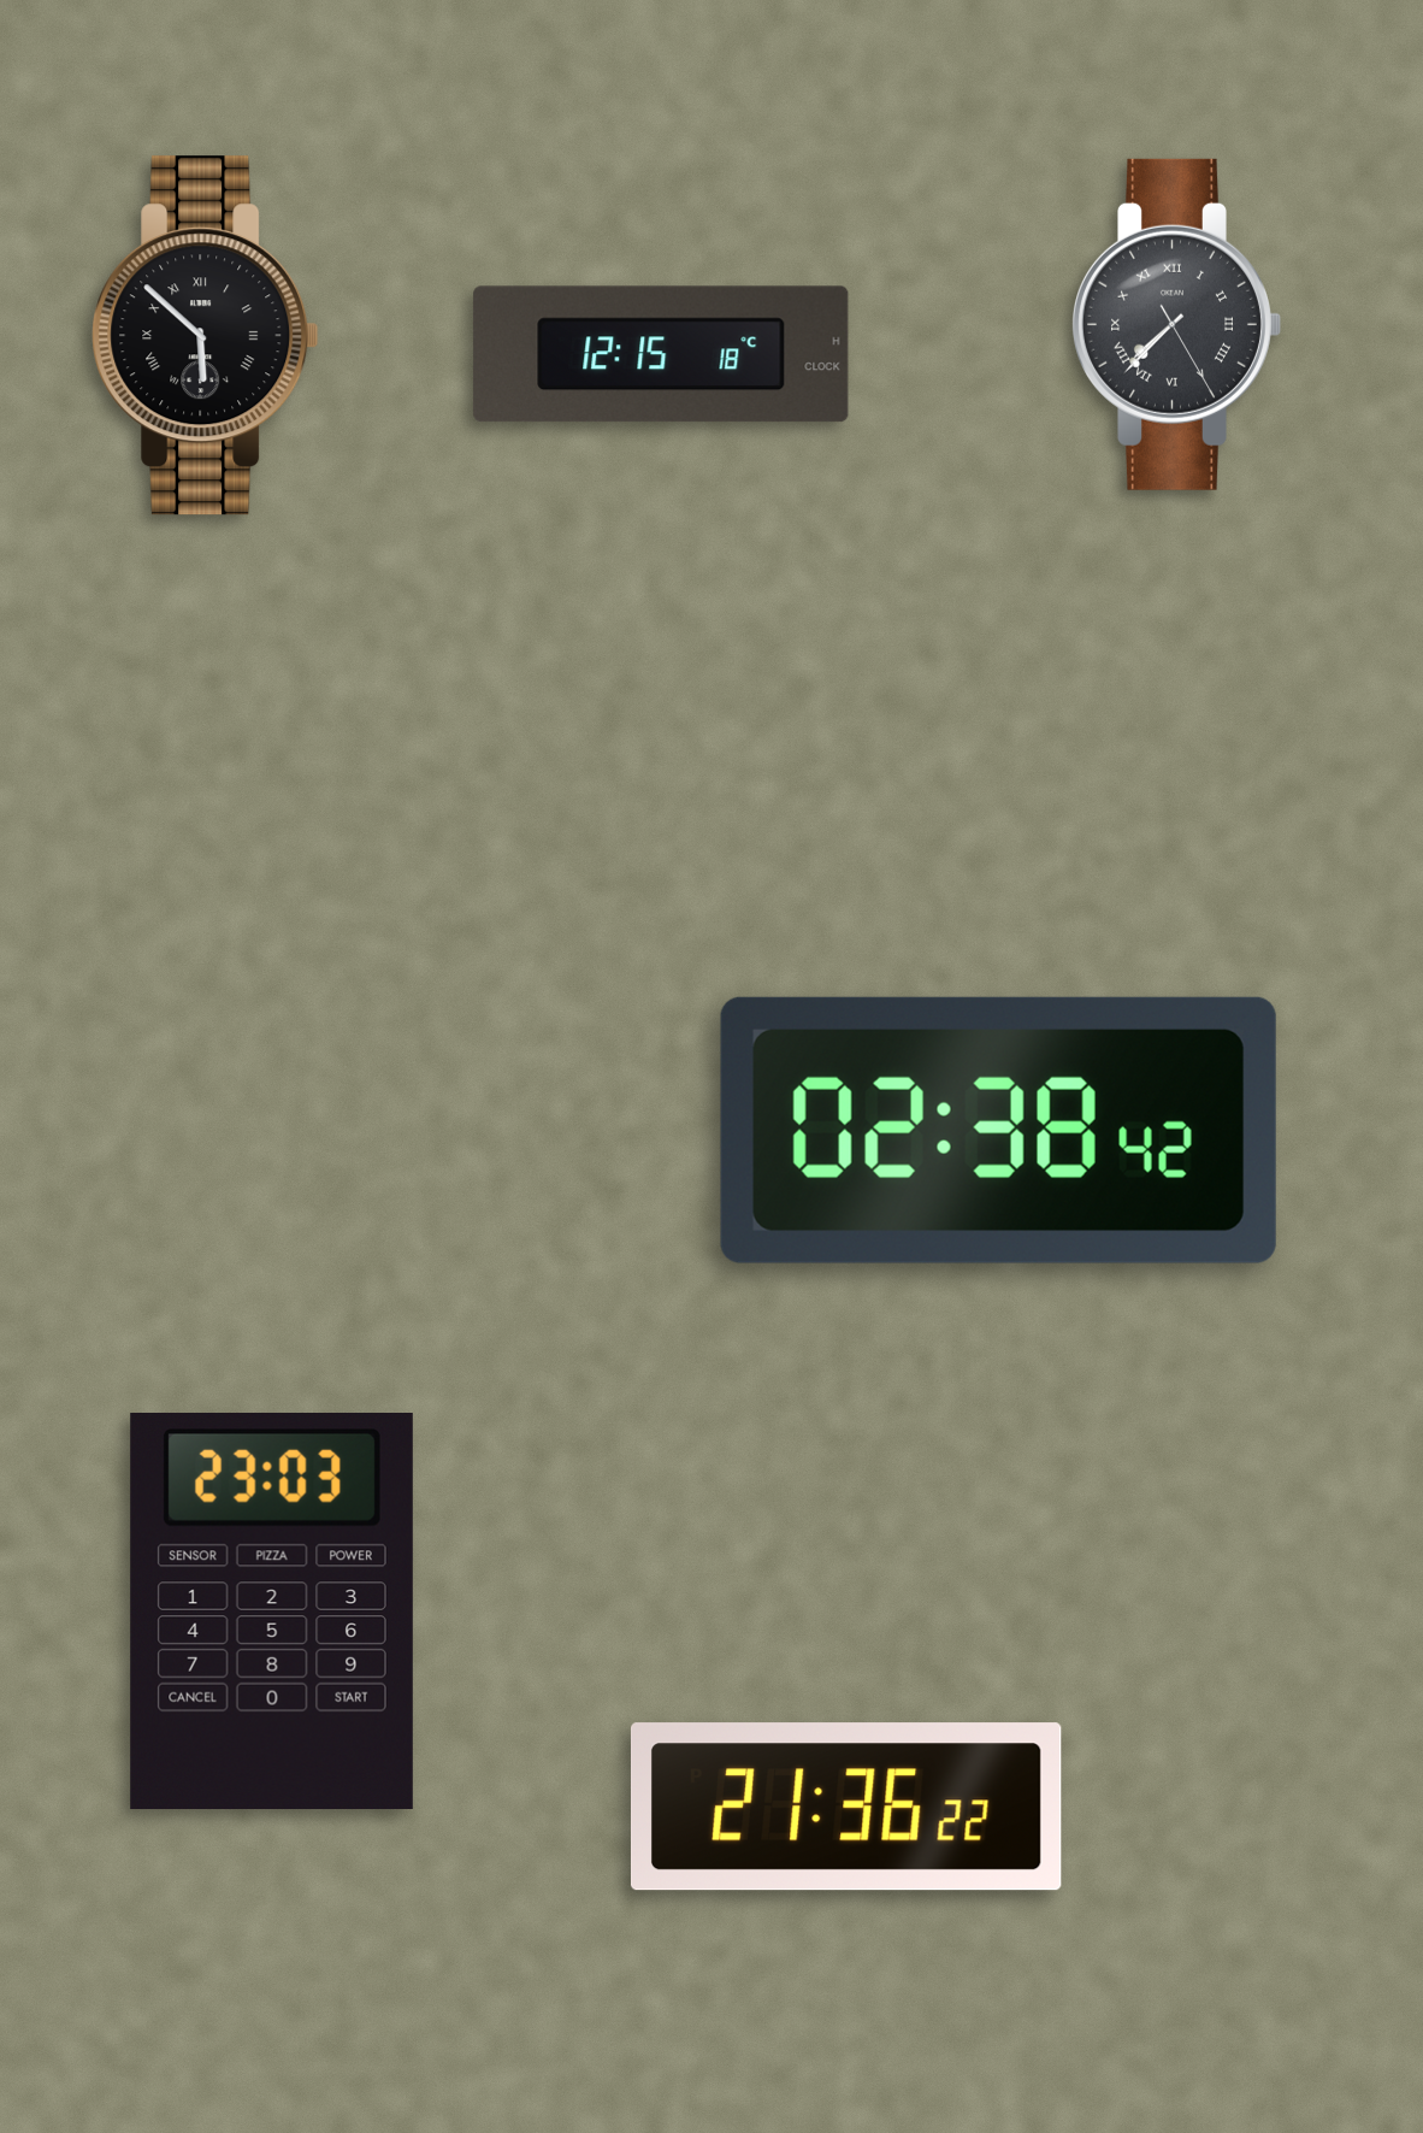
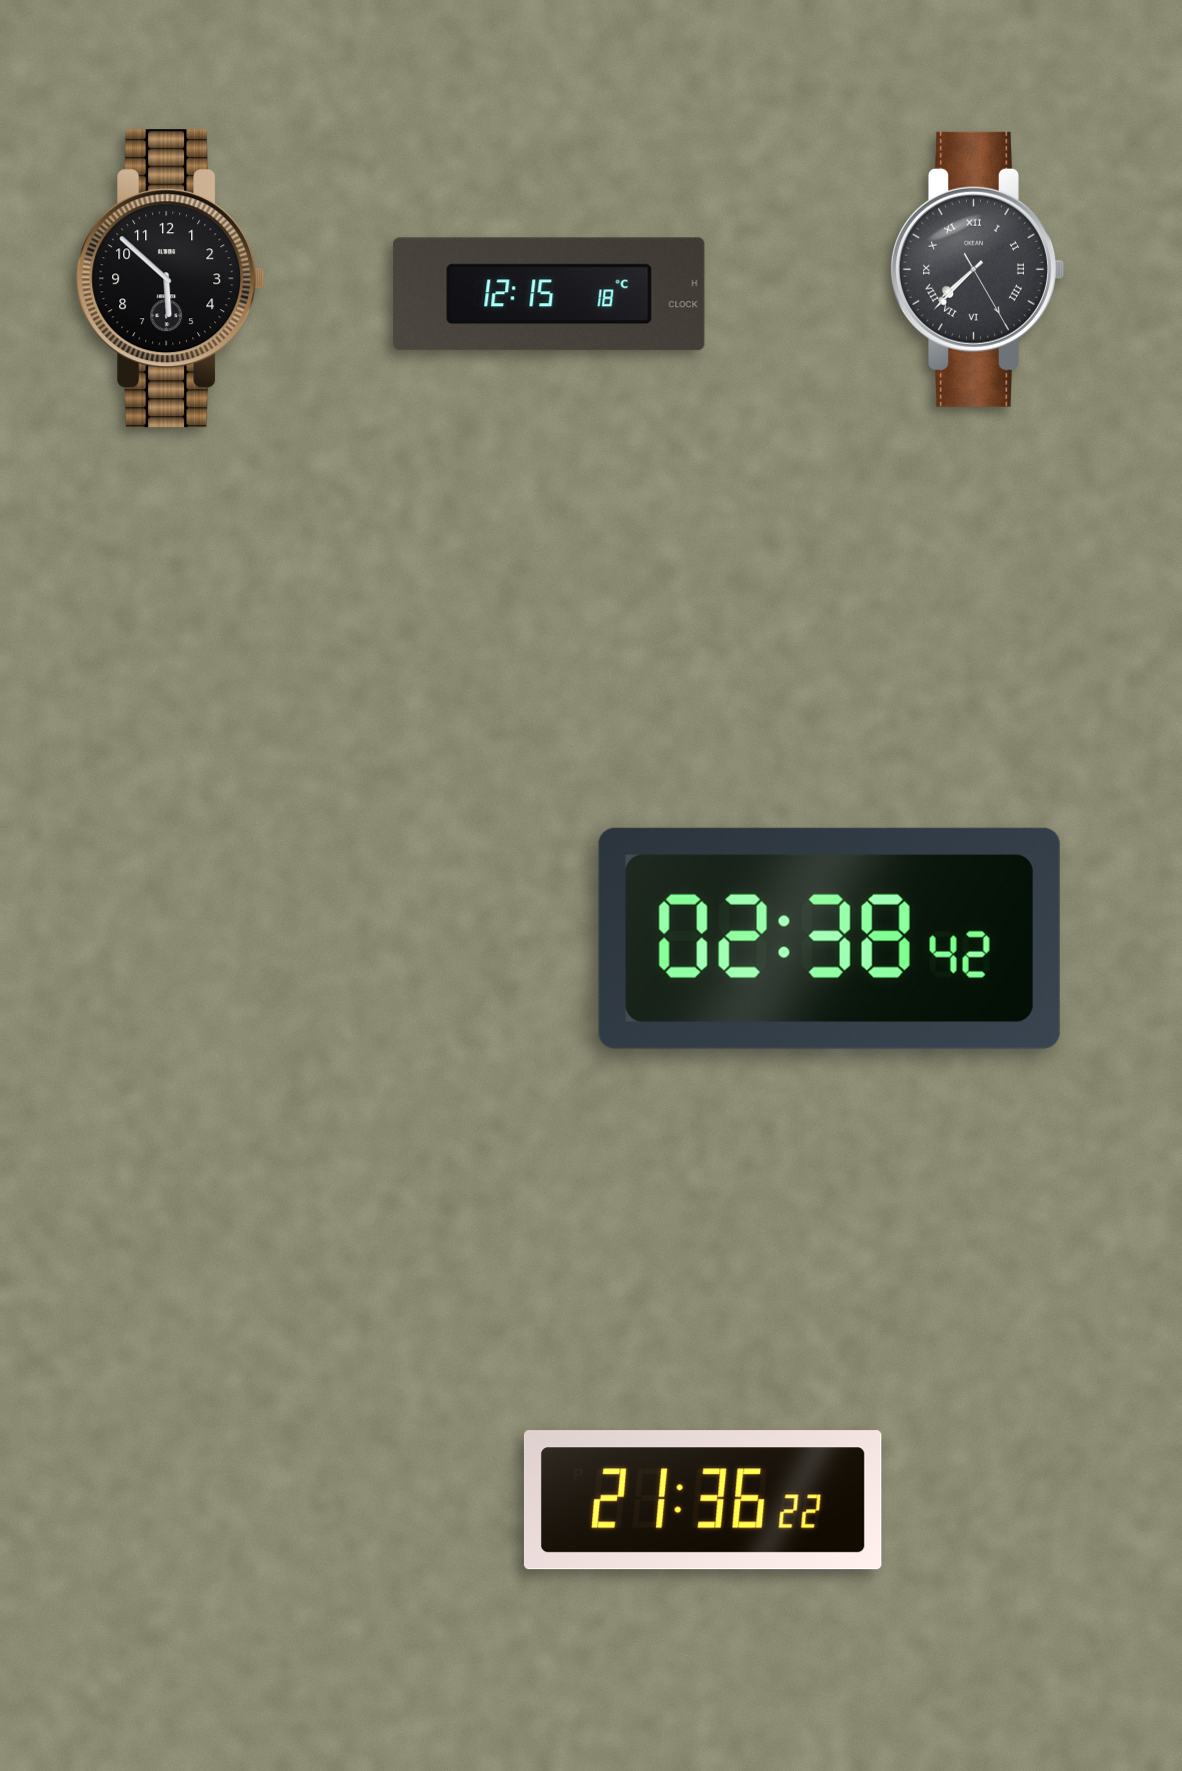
clock at (206, 336) numerals: Roman -> Arabic
clock at (272, 1611): 23:03 -> none
